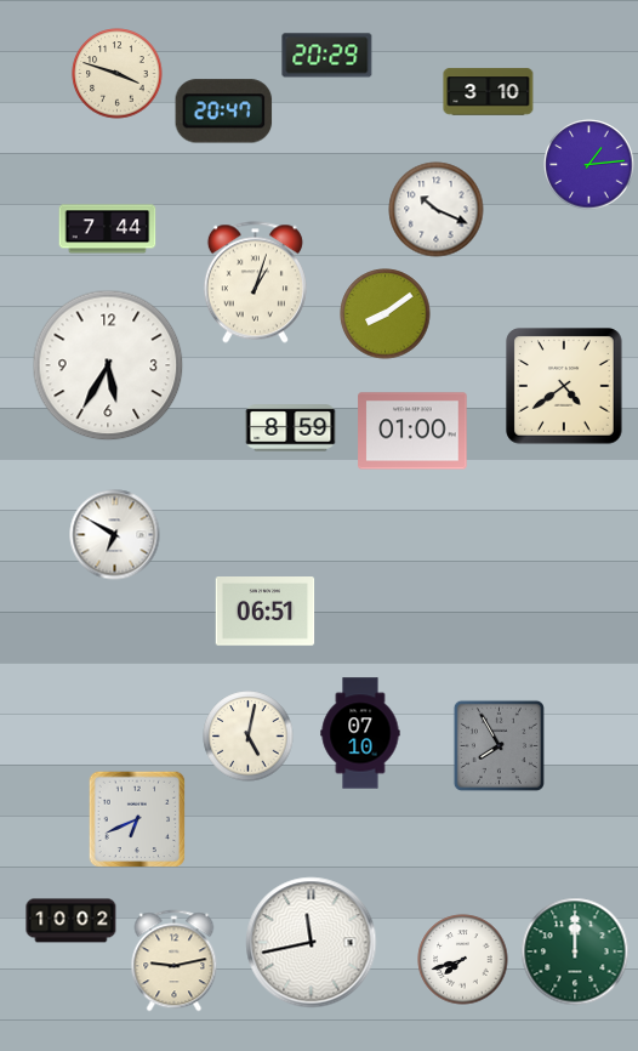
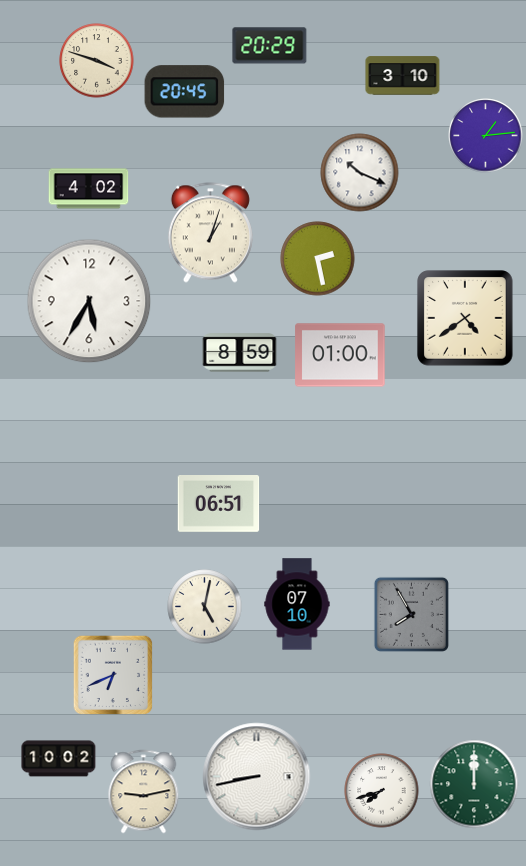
clock at (224, 112): 20:47 -> 20:45
clock at (108, 229): 7:44 -> 4:02
clock at (386, 314): 8:09 -> 2:28
clock at (115, 535): 6:50 -> none
clock at (312, 943): 11:43 -> 8:43
